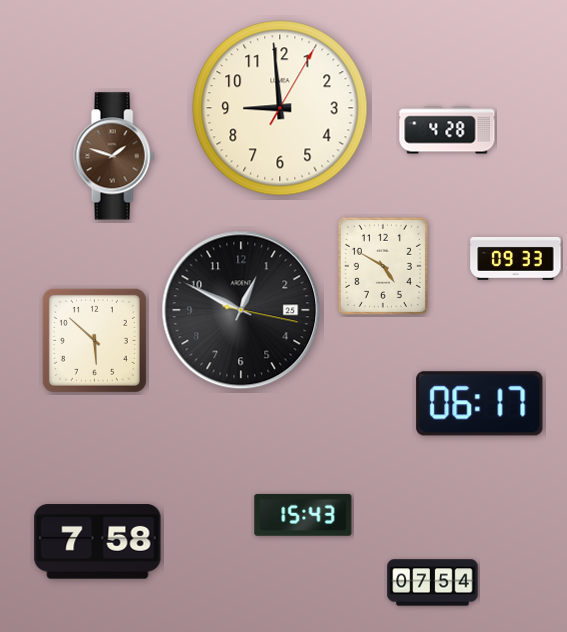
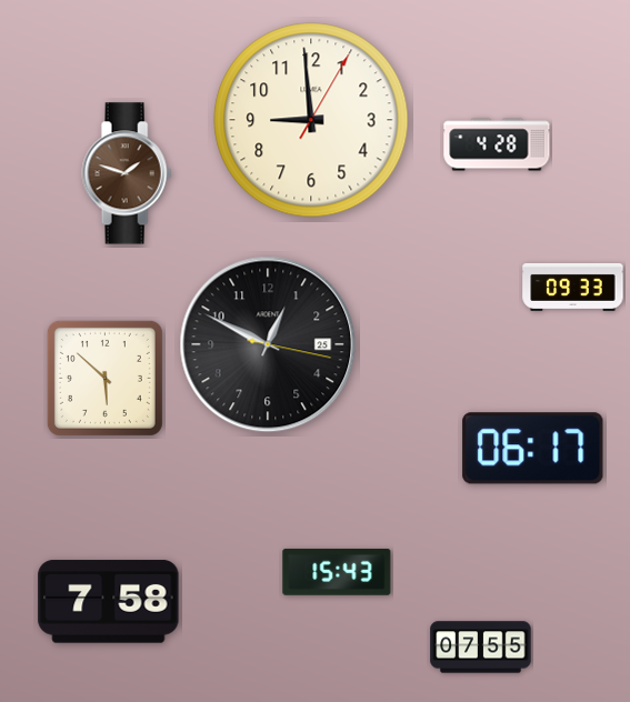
clock at (383, 266): 4:50 -> none
clock at (433, 583): 07:54 -> 07:55
